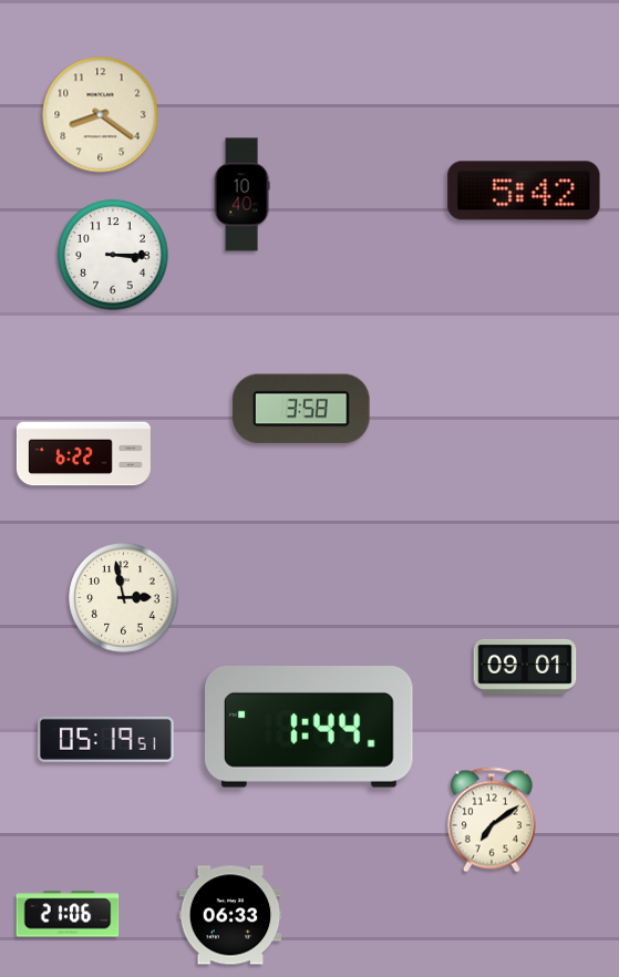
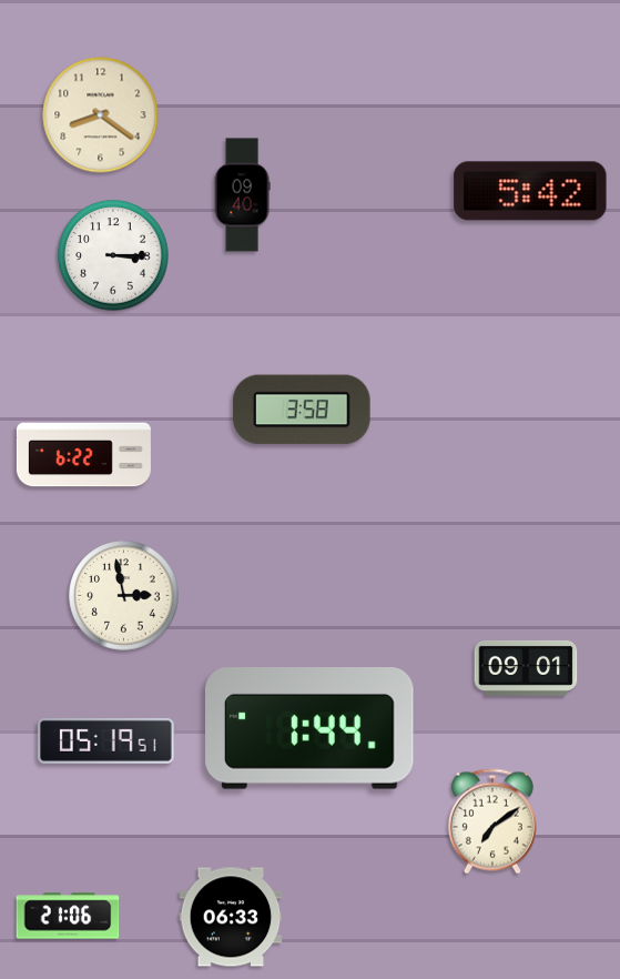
clock at (524, 191) position: (524, 191) -> (530, 191)
clock at (241, 195): 10:40 -> 09:40
clock at (124, 598) position: (124, 598) -> (124, 596)
